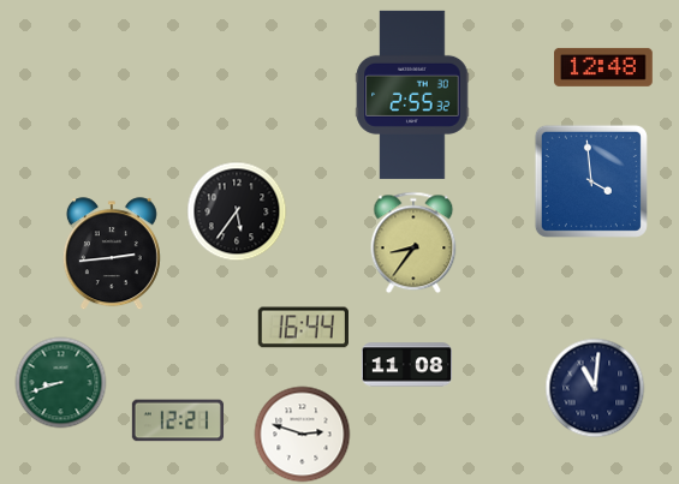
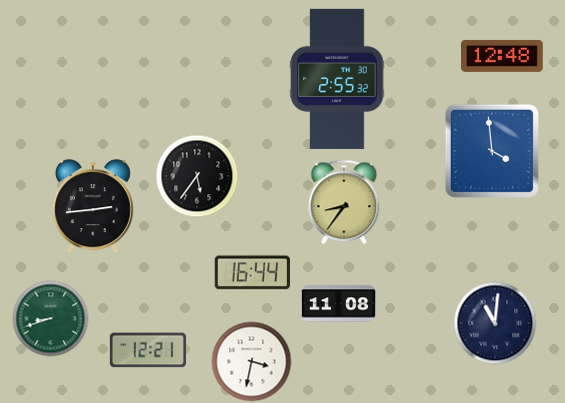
clock at (412, 95) position: (412, 95) -> (337, 79)
clock at (112, 255) position: (112, 255) -> (93, 207)
clock at (303, 435): 2:48 -> 3:32
